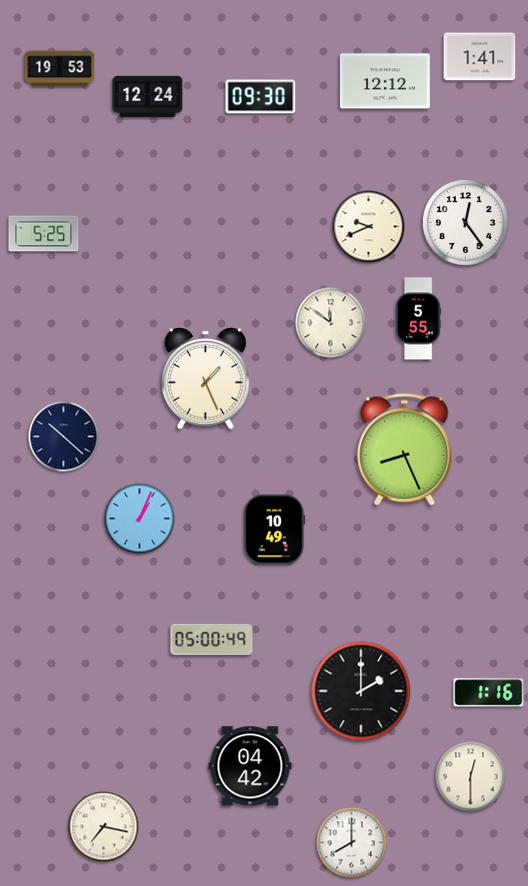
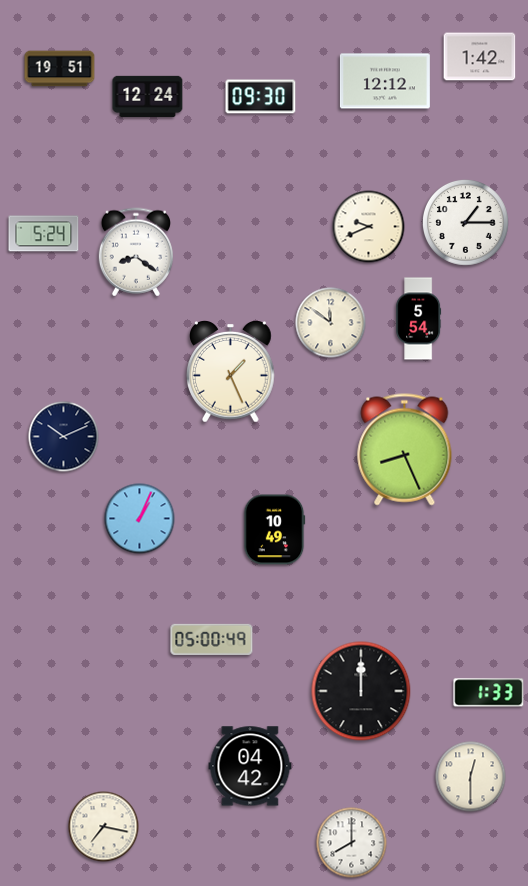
clock at (480, 57): 1:41 -> 1:42
clock at (60, 69): 19:53 -> 19:51
clock at (465, 222): 12:24 -> 1:15
clock at (44, 234): 5:25 -> 5:24
clock at (136, 252): none -> 8:21
clock at (419, 319): 5:55 -> 5:54
clock at (206, 379) position: (206, 379) -> (231, 372)
clock at (64, 437): 10:22 -> 10:11
clock at (361, 691): 2:00 -> 12:00
clock at (489, 693): 1:16 -> 1:33
